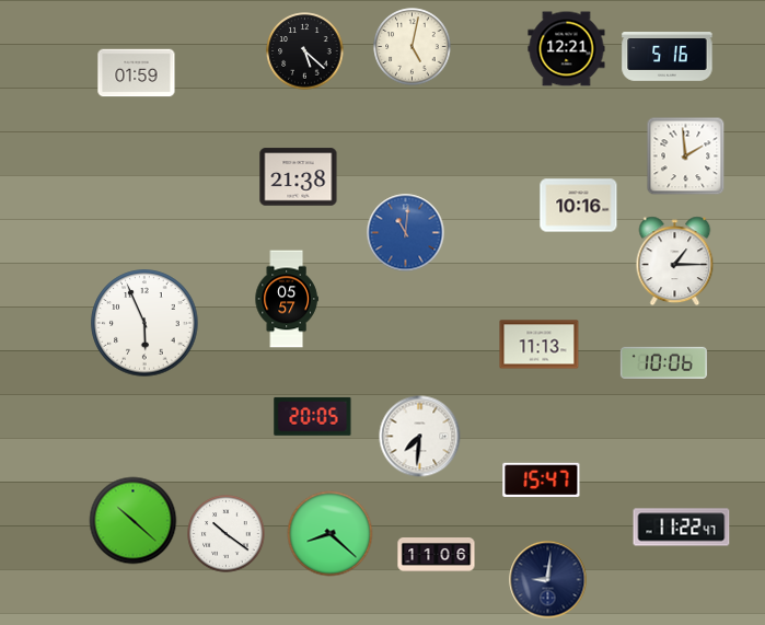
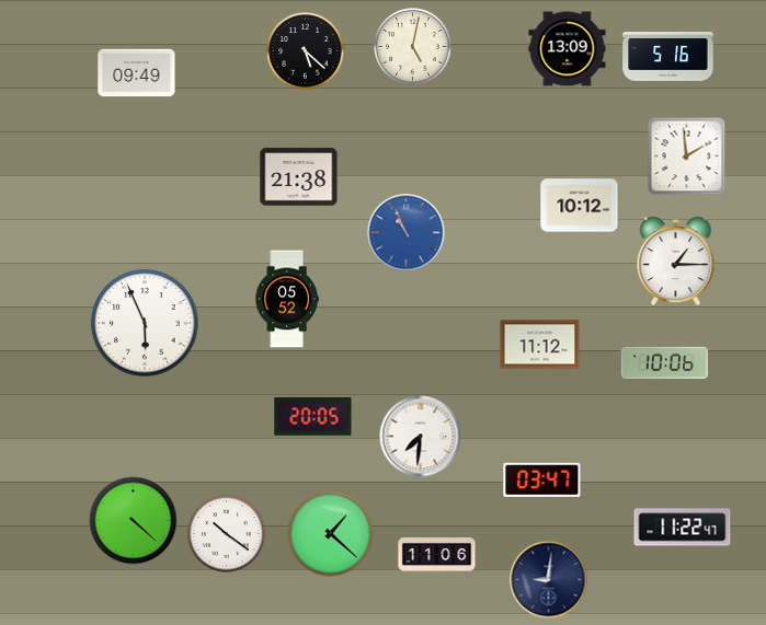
clock at (567, 49): 12:21 -> 13:09
clock at (137, 73): 01:59 -> 09:49
clock at (579, 206): 10:16 -> 10:12
clock at (406, 233): 11:01 -> 10:56
clock at (287, 299): 05:57 -> 05:52
clock at (540, 345): 11:13 -> 11:12
clock at (542, 479): 15:47 -> 03:47
clock at (134, 521): 10:22 -> 4:22
clock at (331, 534): 8:22 -> 1:22
